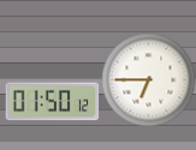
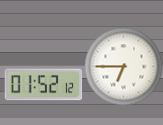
clock at (52, 102): 01:50 -> 01:52
